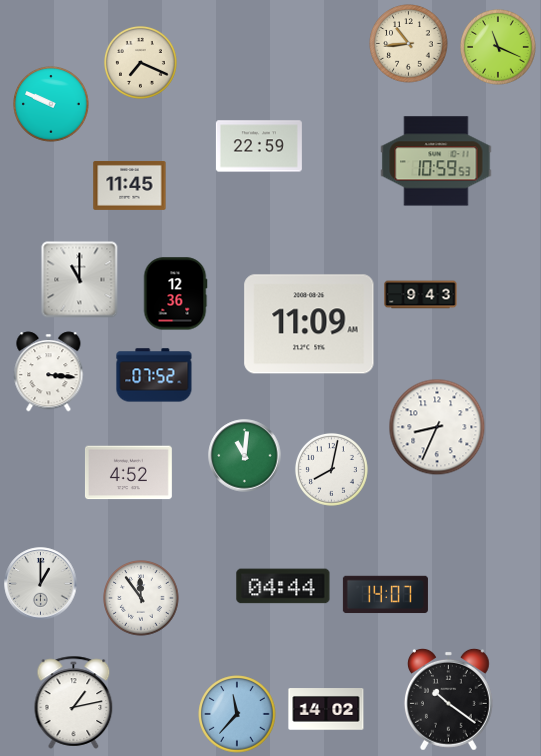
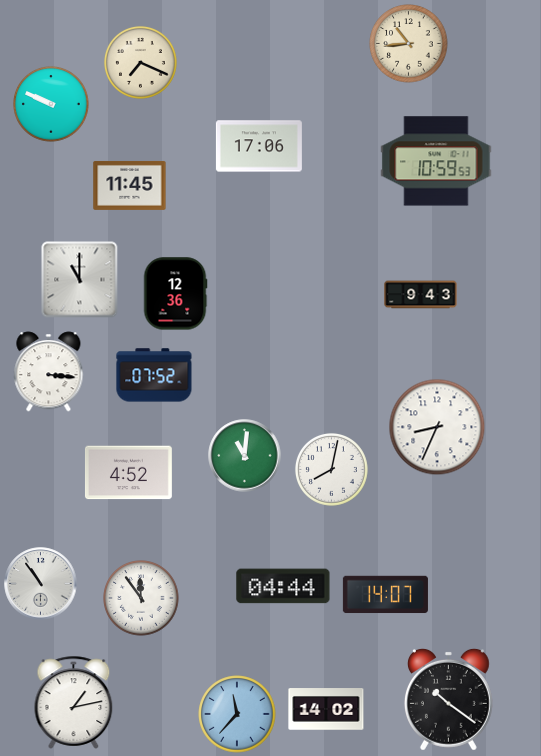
clock at (498, 47): 11:19 -> none
clock at (259, 146): 22:59 -> 17:06
clock at (309, 324): 11:09 -> none
clock at (41, 584): 1:00 -> 10:54
